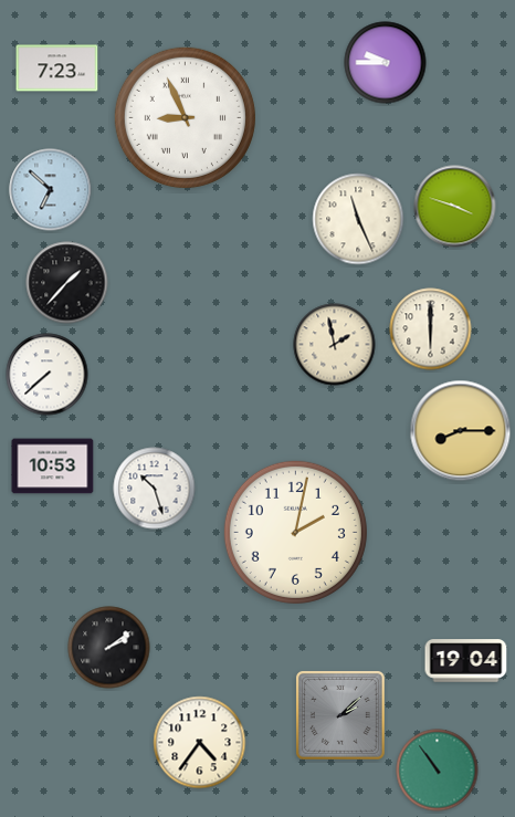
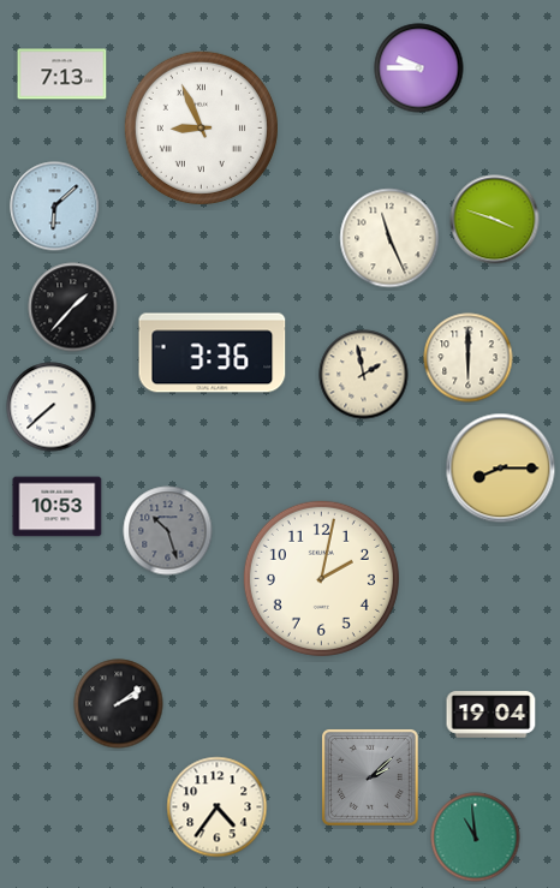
clock at (57, 69): 7:23 -> 7:13
clock at (51, 190): 6:52 -> 6:08
clock at (455, 207) position: (455, 207) -> (495, 220)
clock at (213, 353): none -> 3:36
clock at (155, 489) dial: white -> grey
clock at (466, 661) position: (466, 661) -> (492, 715)
clock at (438, 771): 10:54 -> 10:59
